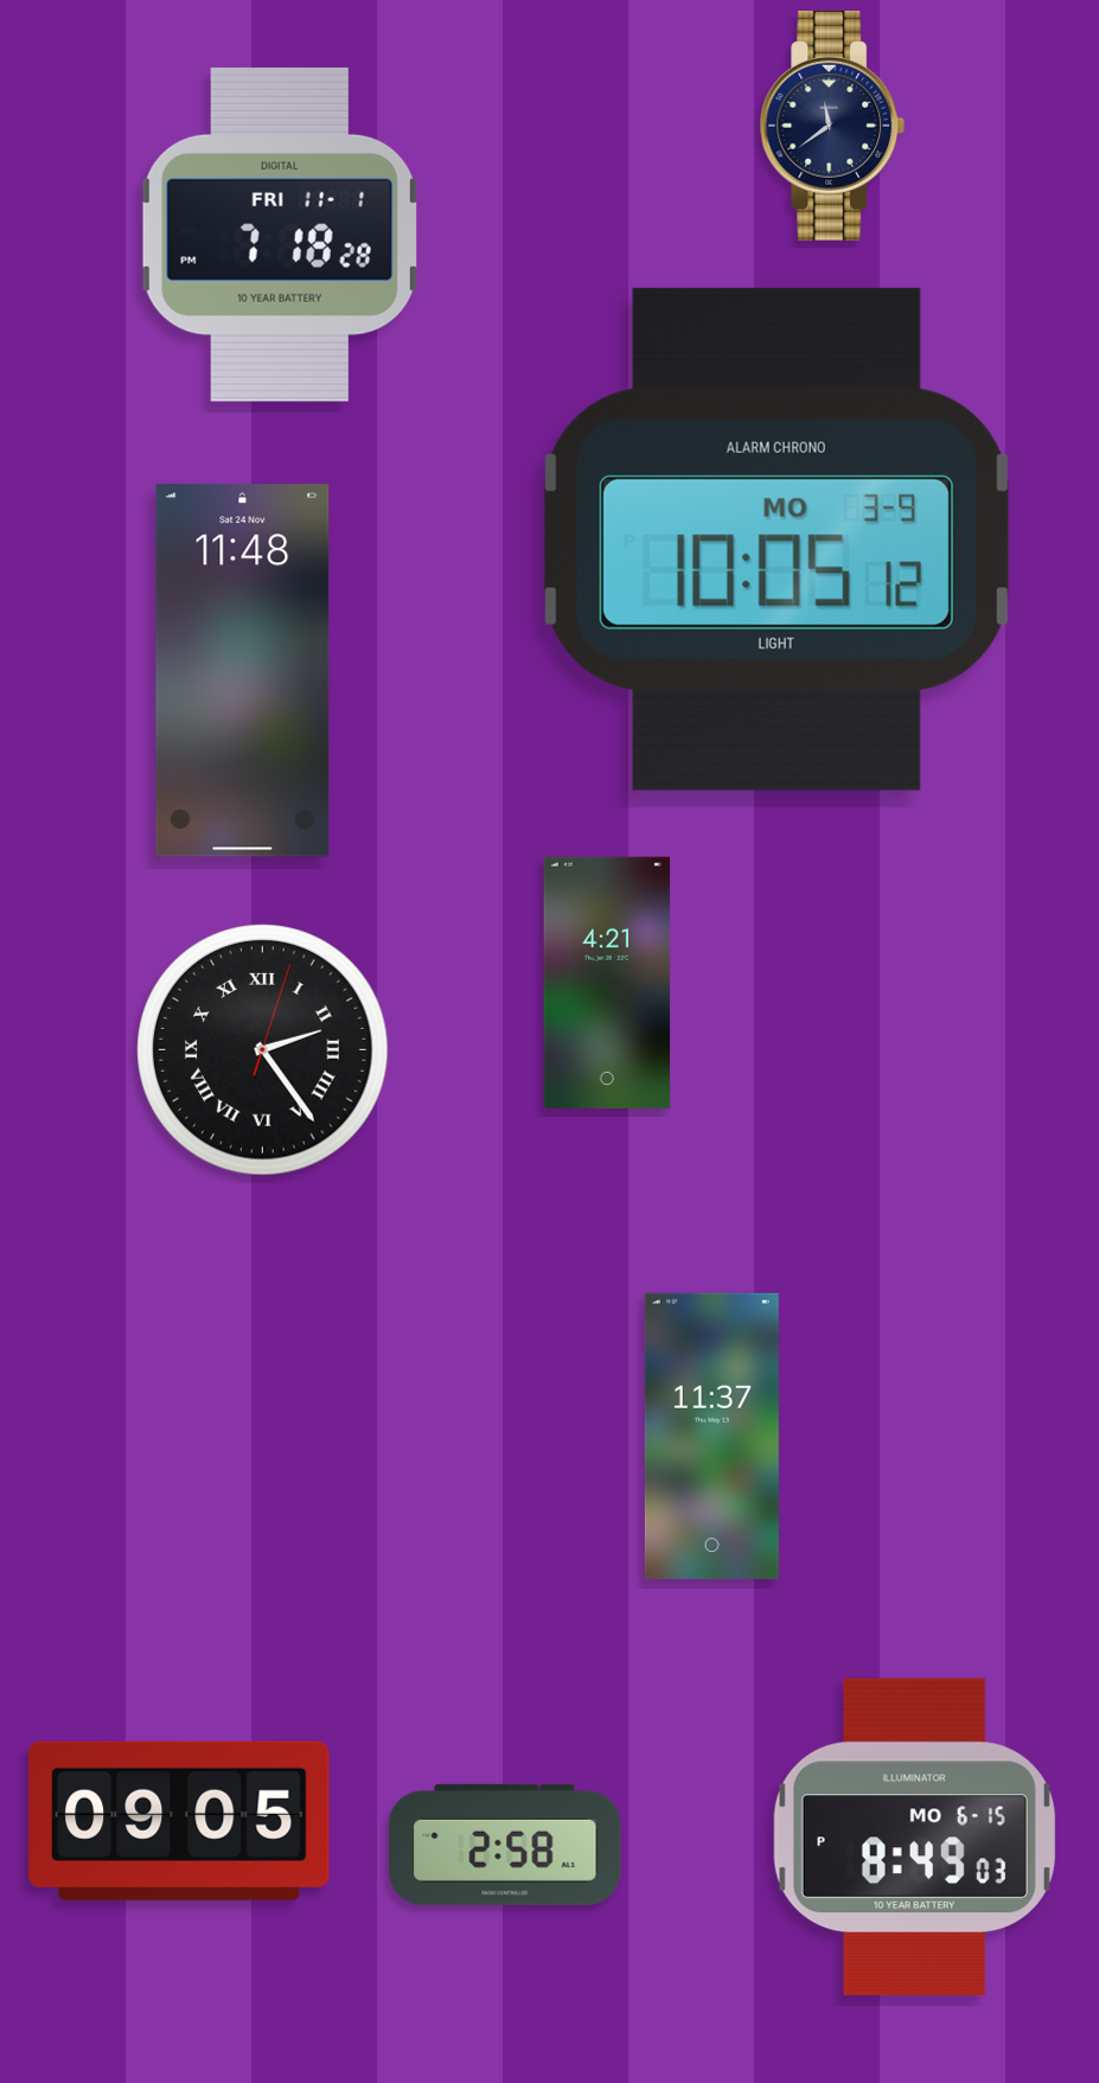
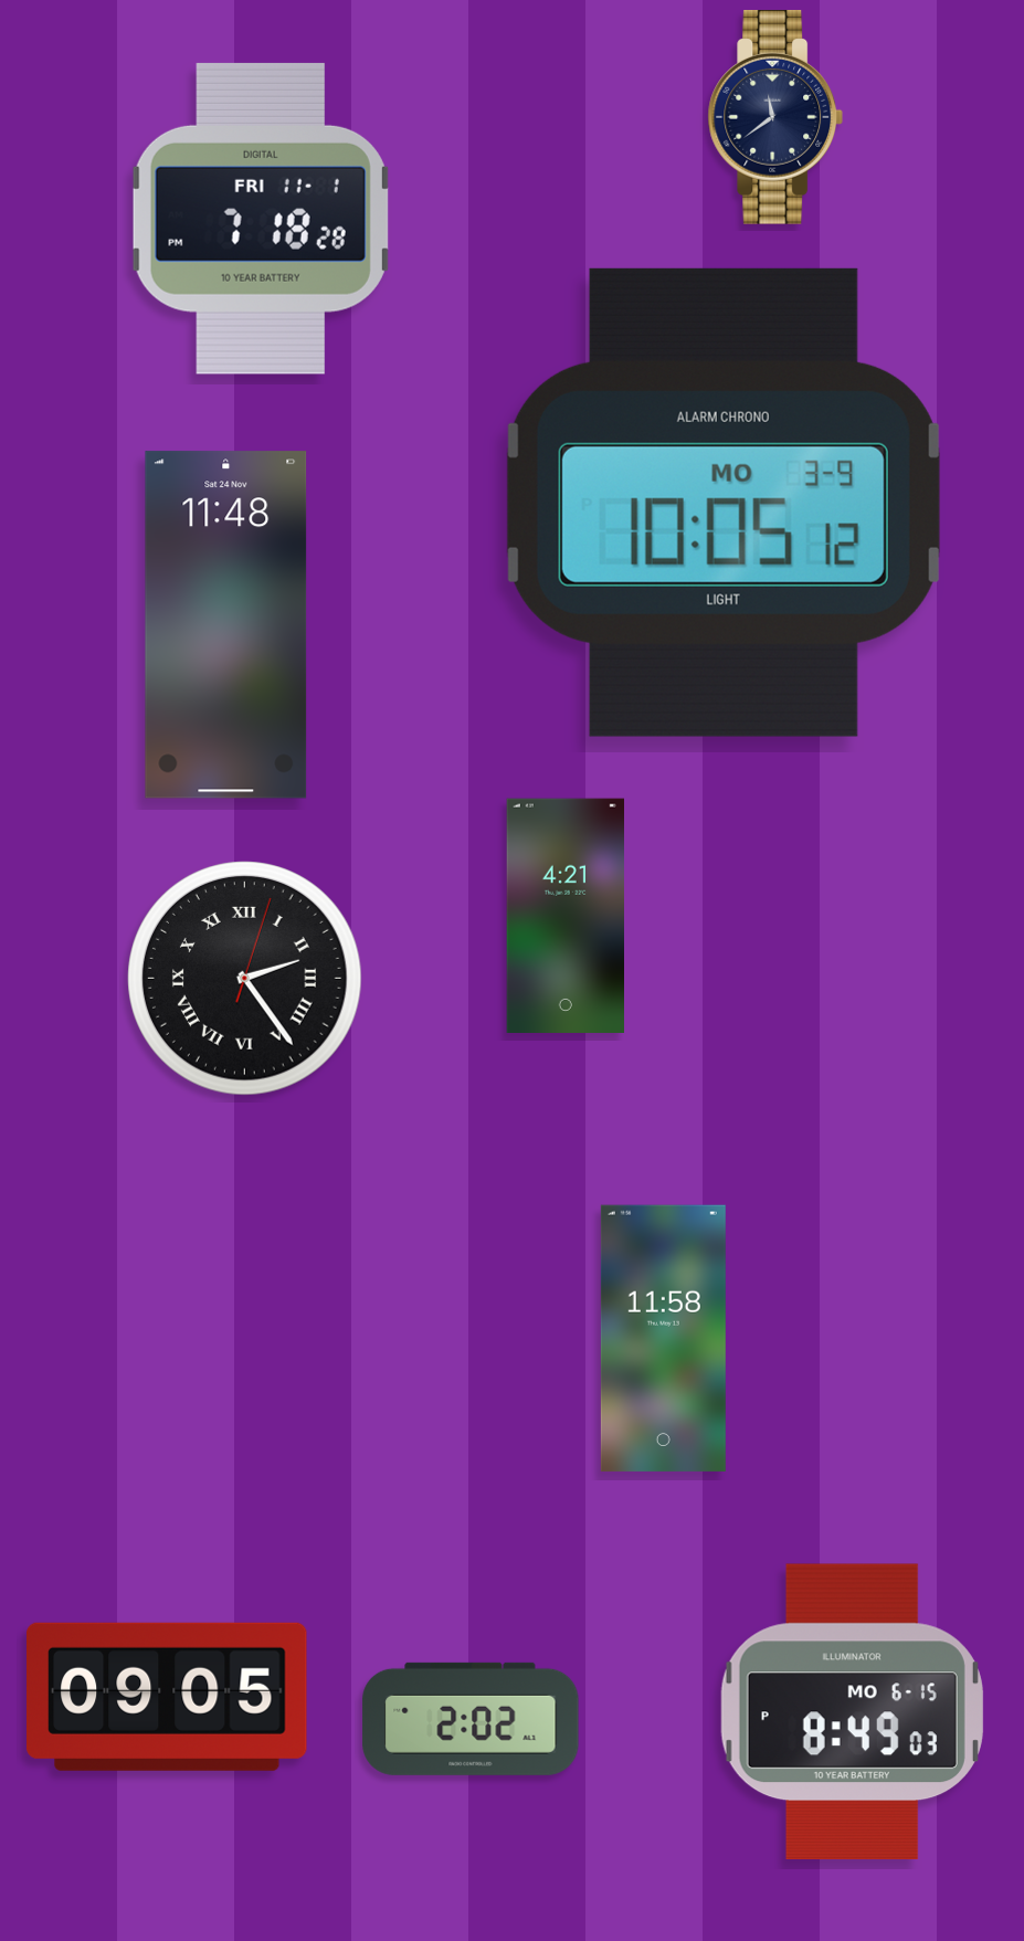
clock at (711, 1436): 11:37 -> 11:58
clock at (505, 1845): 2:58 -> 2:02
